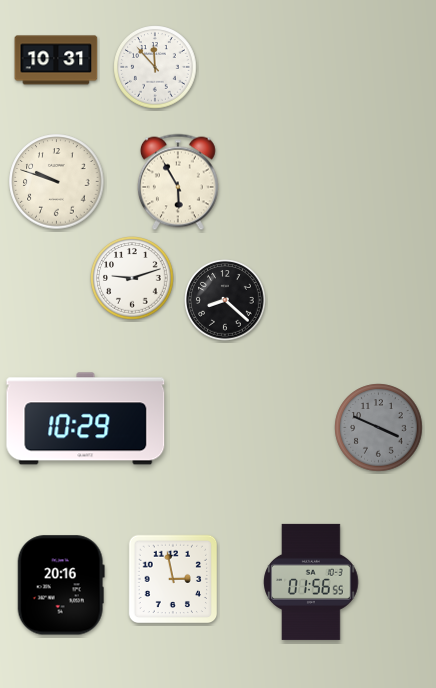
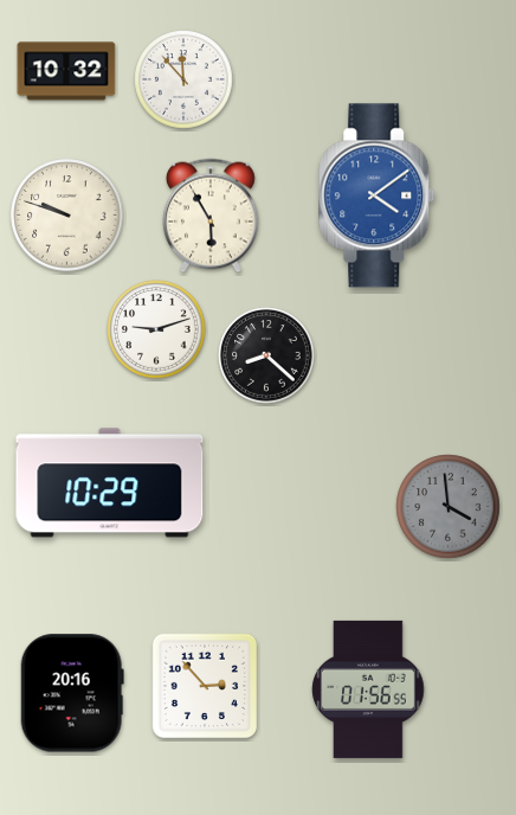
clock at (56, 60): 10:31 -> 10:32
clock at (376, 195): none -> 4:09
clock at (86, 419) position: (86, 419) -> (110, 483)
clock at (379, 428): 3:49 -> 3:59
clock at (173, 579): 2:58 -> 2:53
